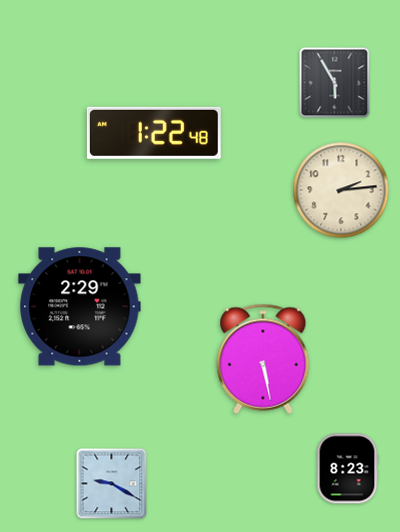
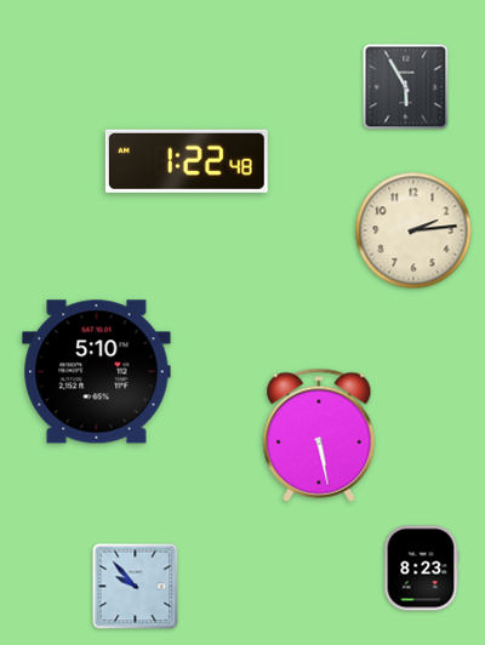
clock at (335, 83) position: (335, 83) -> (406, 87)
clock at (80, 307): 2:29 -> 5:10
clock at (112, 484): 9:20 -> 9:53
